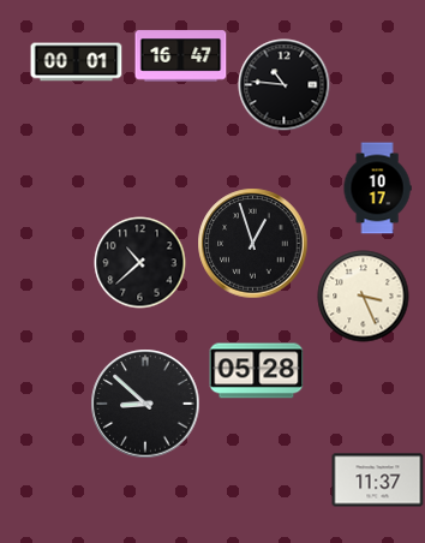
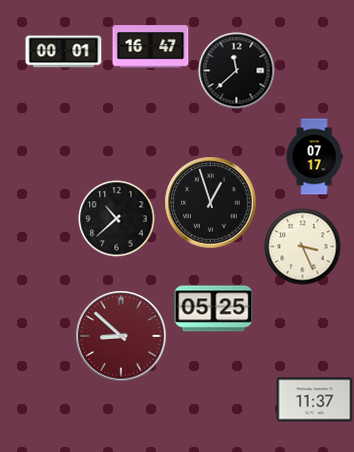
clock at (285, 85): 10:46 -> 11:38
clock at (377, 189): 10:17 -> 07:17
clock at (257, 371): 05:28 -> 05:25
clock at (145, 404) dial: black -> burgundy
